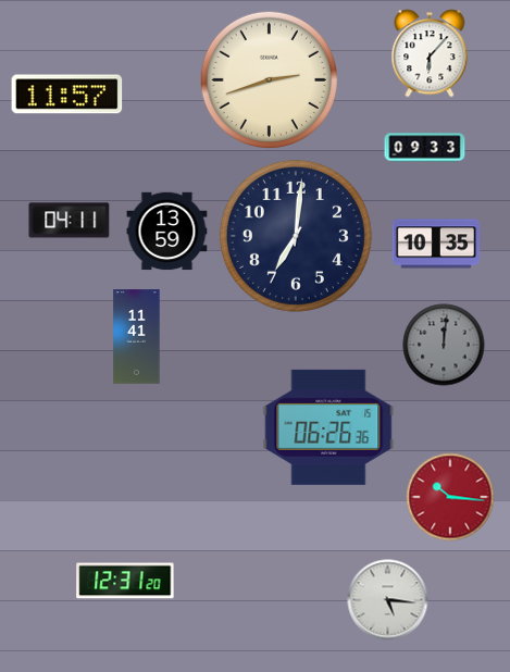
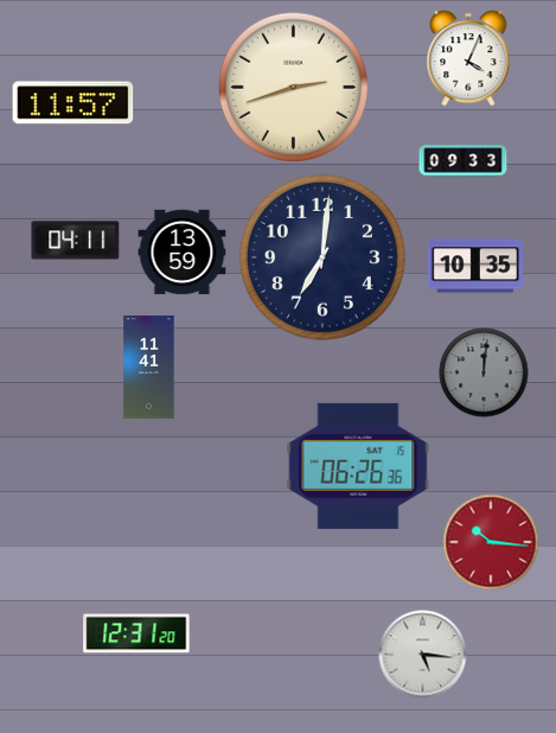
clock at (430, 53): 6:07 -> 4:04
clock at (444, 345) position: (444, 345) -> (484, 372)
